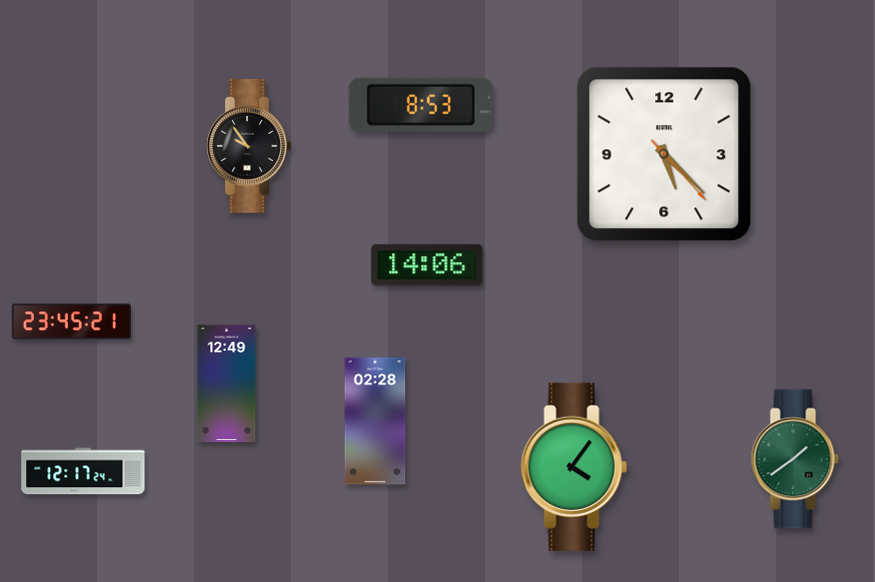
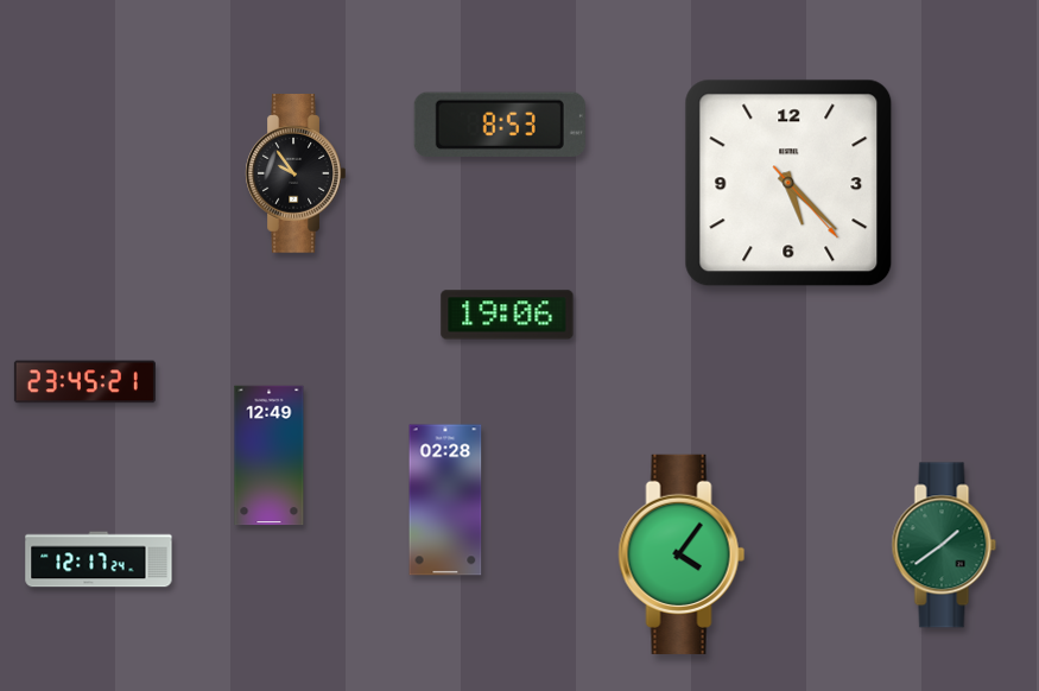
clock at (427, 265): 14:06 -> 19:06
